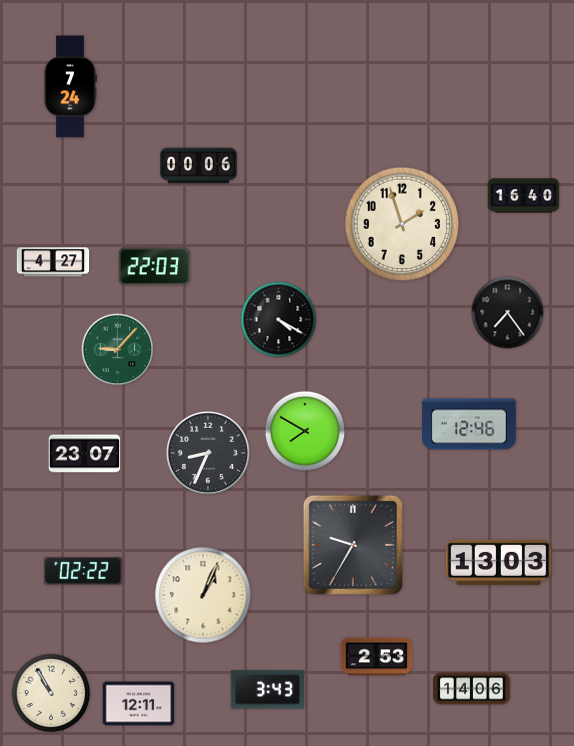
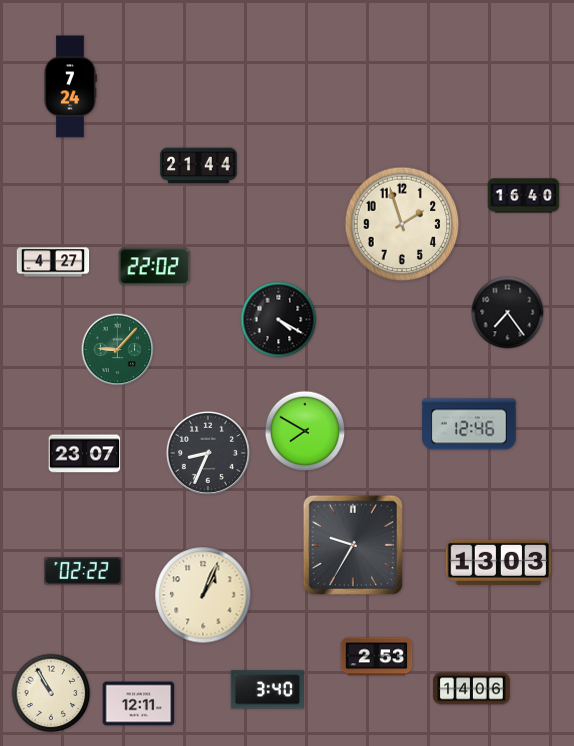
clock at (199, 166): 00:06 -> 21:44
clock at (155, 267): 22:03 -> 22:02
clock at (267, 690): 3:43 -> 3:40
